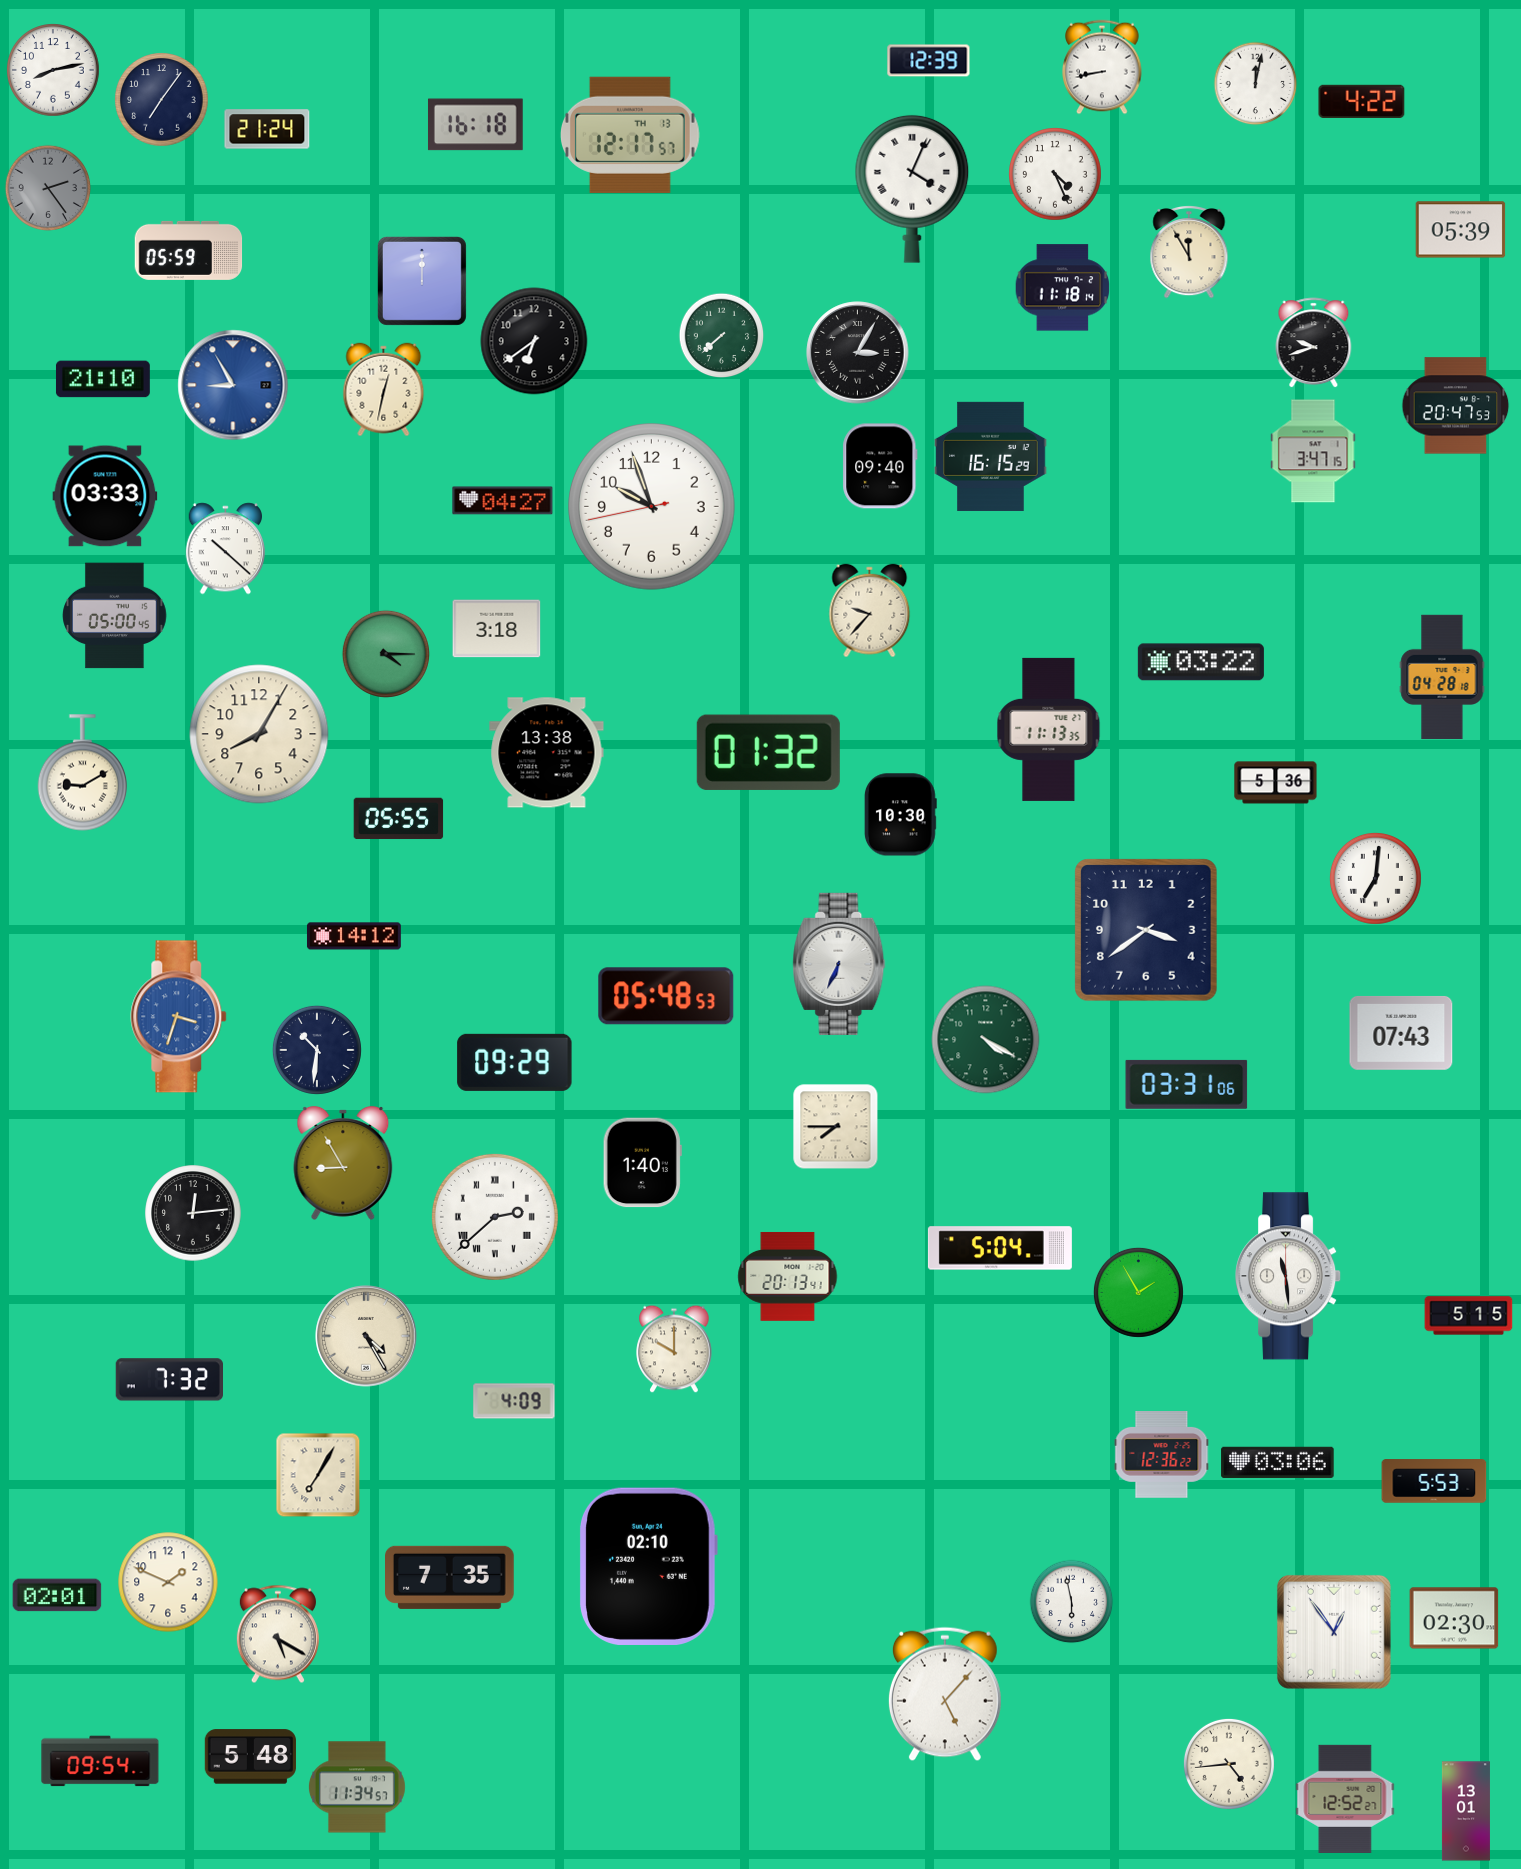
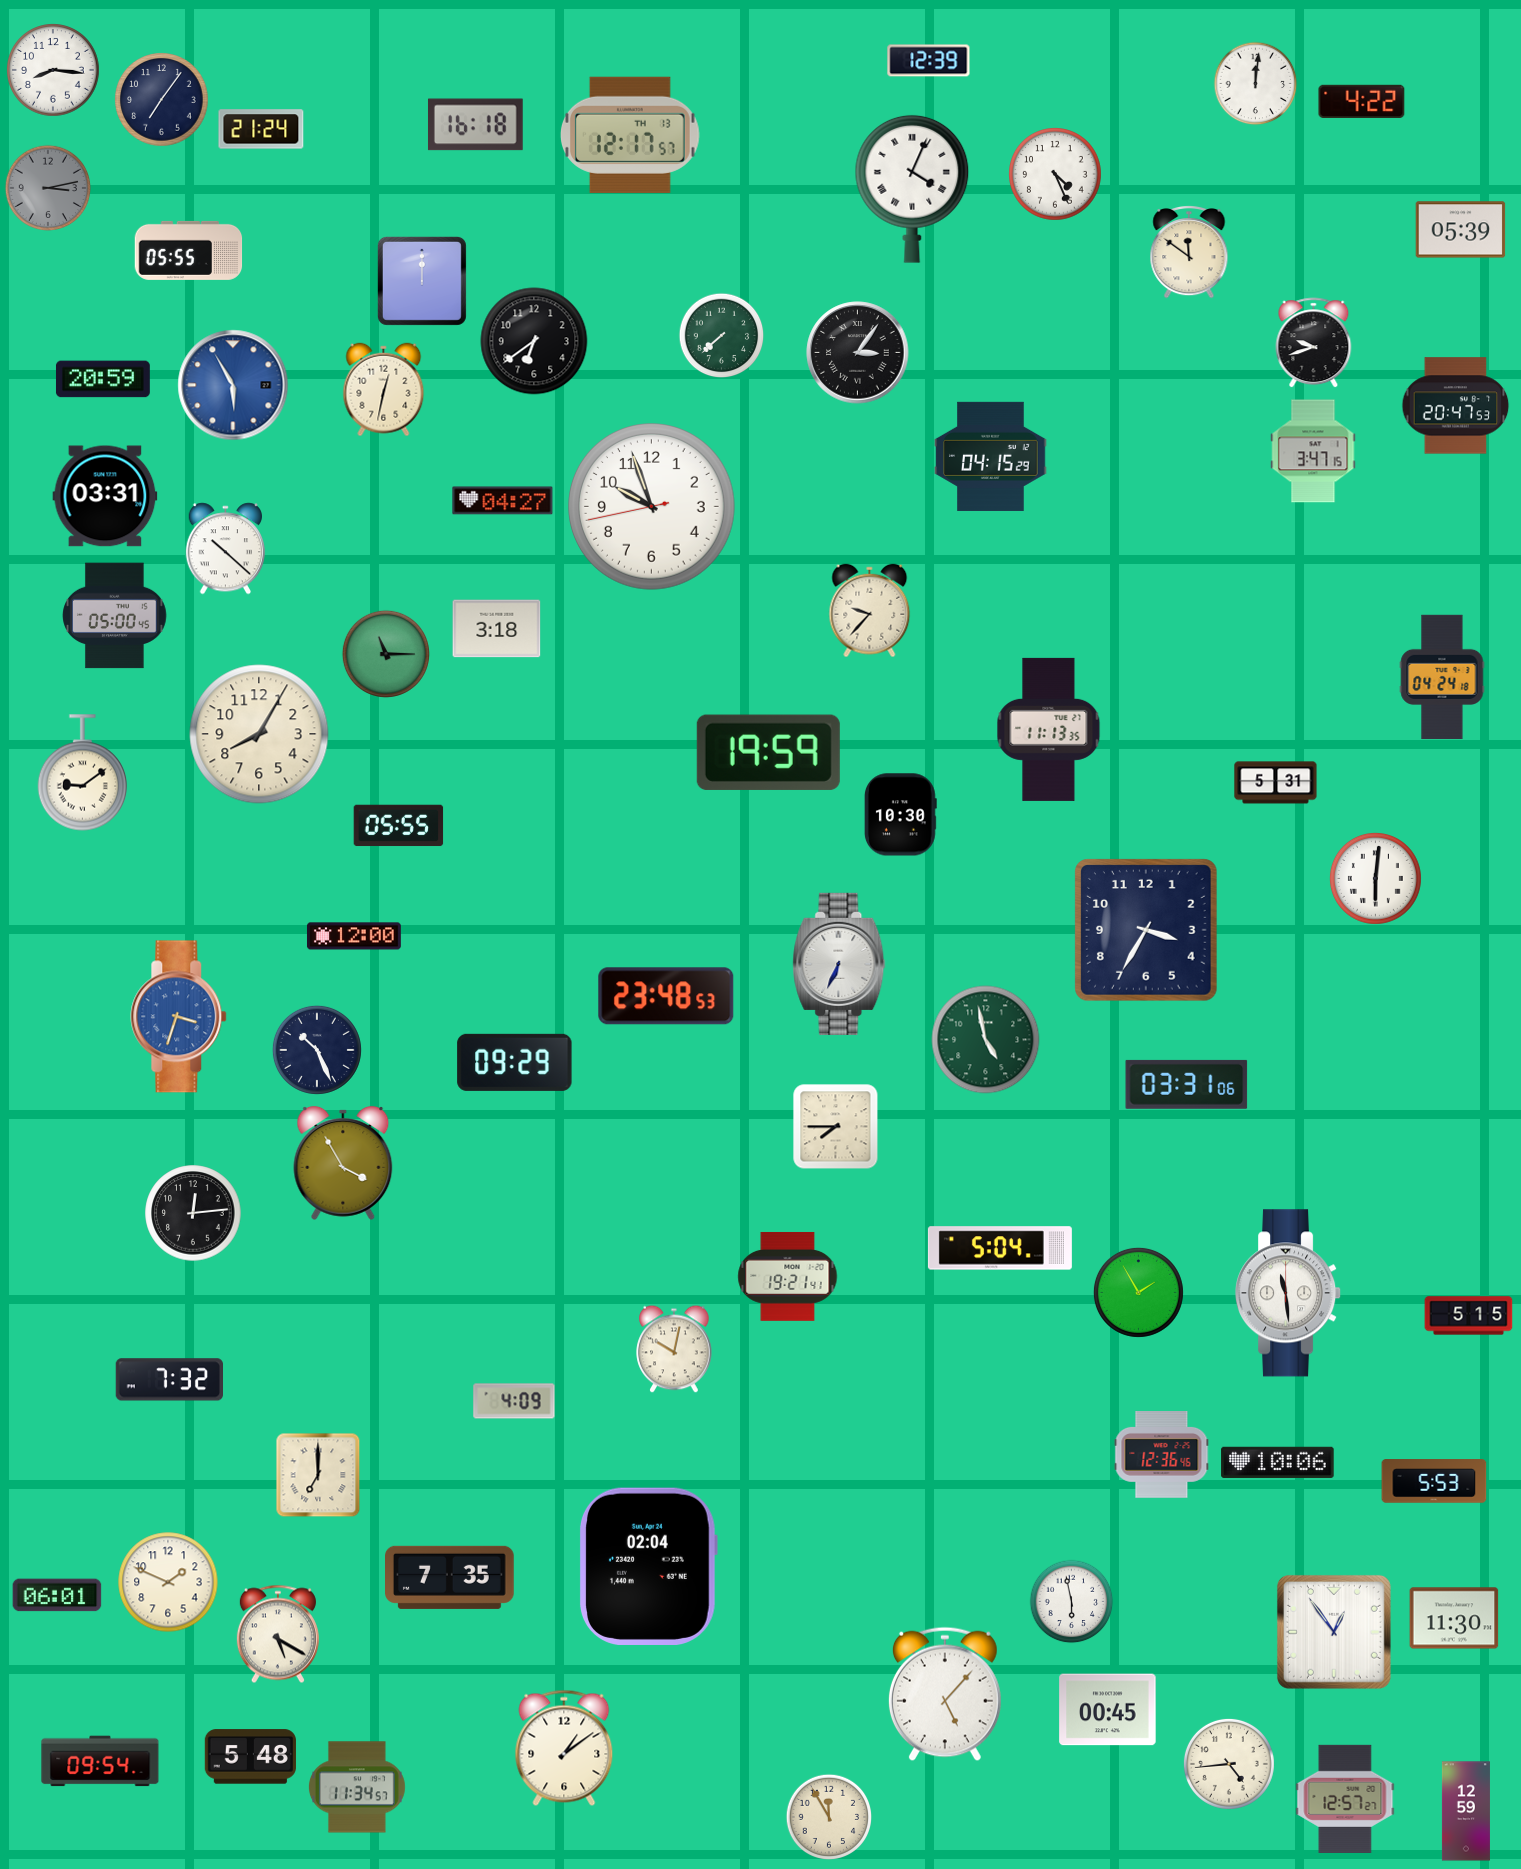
clock at (1102, 67): 8:43 -> none
clock at (54, 71): 8:13 -> 8:16
clock at (1256, 84): 12:02 -> 12:01
clock at (267, 129) position: (267, 129) -> (261, 129)
clock at (47, 187): 2:24 -> 3:13
clock at (189, 250): 05:59 -> 05:55
clock at (1189, 253): 11:55 -> 11:51
clock at (1063, 288): 11:18 -> none
clock at (858, 353): 3:05 -> 3:06
clock at (103, 379): 21:10 -> 20:59
clock at (233, 385): 8:55 -> 5:55
clock at (991, 456): 16:15 -> 04:15
clock at (880, 466): 09:40 -> none
clock at (105, 496): 03:33 -> 03:31
clock at (386, 654): 4:15 -> 11:15
clock at (1201, 662): 03:22 -> none
clock at (1442, 677): 04:28 -> 04:24
clock at (768, 752): 01:32 -> 19:59
clock at (547, 753): 13:38 -> none
clock at (83, 773): 9:10 -> 9:09
clock at (1276, 783): 5:36 -> 5:31
clock at (399, 819) position: (399, 819) -> (399, 826)
clock at (1375, 878): 7:01 -> 6:01
clock at (1147, 931): 3:39 -> 3:35
clock at (354, 936): 14:12 -> 12:00
clock at (666, 996): 05:48 -> 23:48
clock at (1401, 1033): 07:43 -> none
clock at (986, 1040): 4:20 -> 4:58
clock at (317, 1050): 10:31 -> 10:26
clock at (343, 1163): 8:55 -> 3:55
clock at (642, 1163): 1:40 -> none
clock at (495, 1217): 2:38 -> none
clock at (788, 1276): 20:13 -> 19:21
clock at (1289, 1276) position: (1289, 1276) -> (1289, 1293)
clock at (366, 1336): 4:25 -> none
clock at (674, 1349): 10:00 -> 10:02
clock at (1162, 1455): 12:36:22 -> 12:36:46
clock at (1278, 1462): 03:06 -> 10:06
clock at (318, 1475): 7:05 -> 7:00
clock at (648, 1566): 02:10 -> 02:04
clock at (57, 1595): 02:01 -> 06:01
clock at (1454, 1618): 02:30 -> 11:30
clock at (1108, 1710): none -> 00:45
clock at (564, 1748): none -> 1:09
clock at (1345, 1799): 12:52 -> 12:57
clock at (1466, 1811): 13:01 -> 12:59
clock at (828, 1816): none -> 11:55
